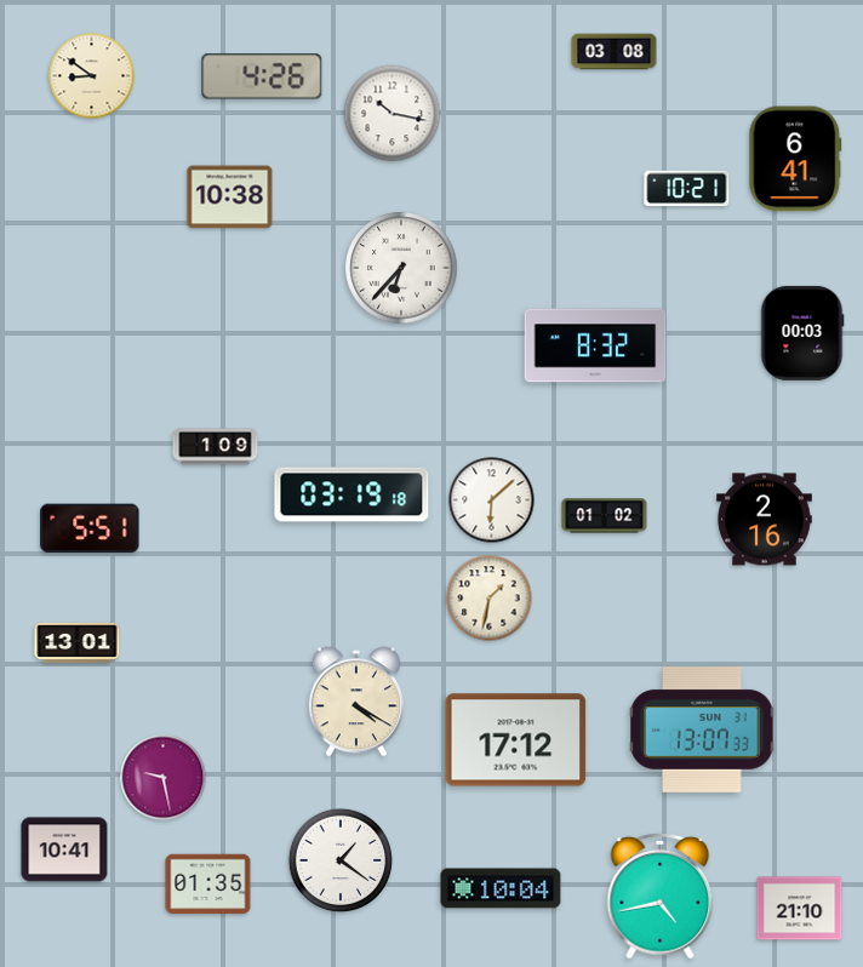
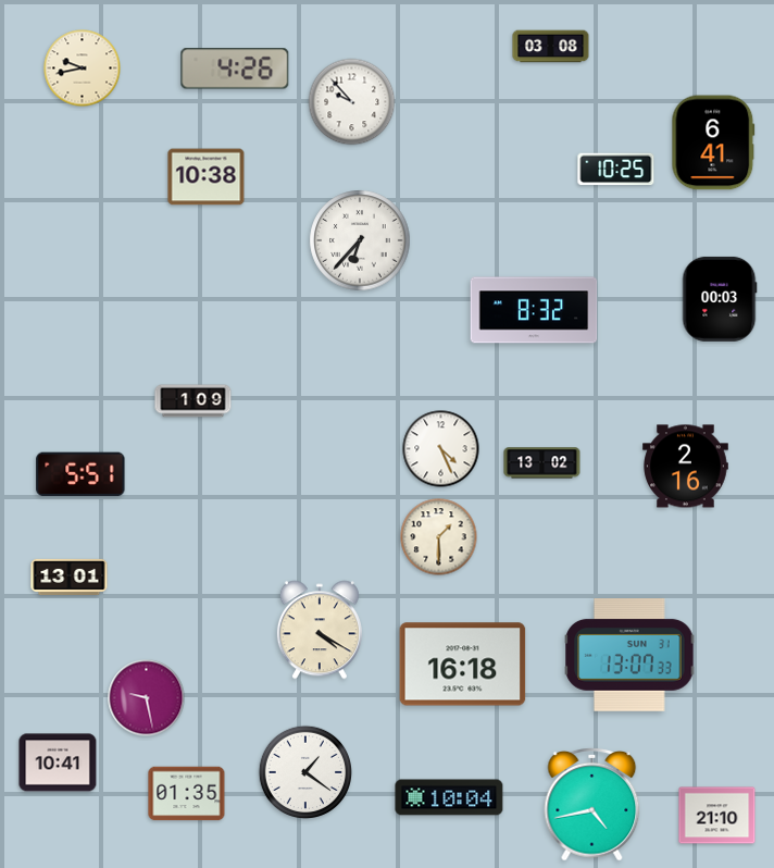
clock at (92, 76): 8:51 -> 9:43
clock at (393, 114): 10:17 -> 9:53
clock at (687, 189): 10:21 -> 10:25
clock at (352, 494): 03:19 -> none
clock at (492, 500): 6:08 -> 4:26
clock at (605, 516): 01:02 -> 13:02
clock at (490, 599): 1:32 -> 1:30
clock at (516, 740): 17:12 -> 16:18
